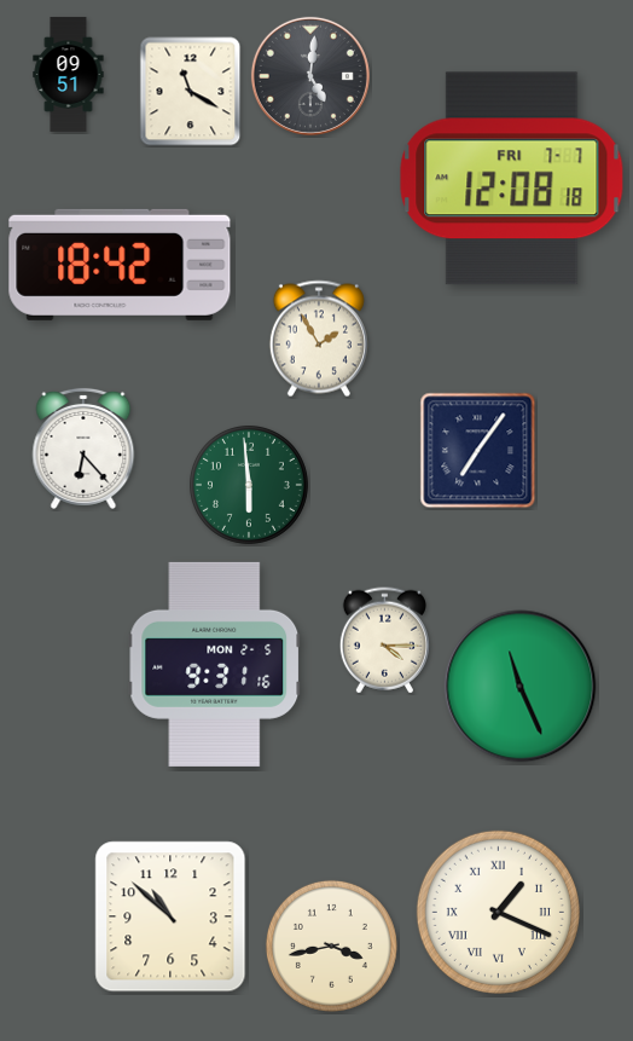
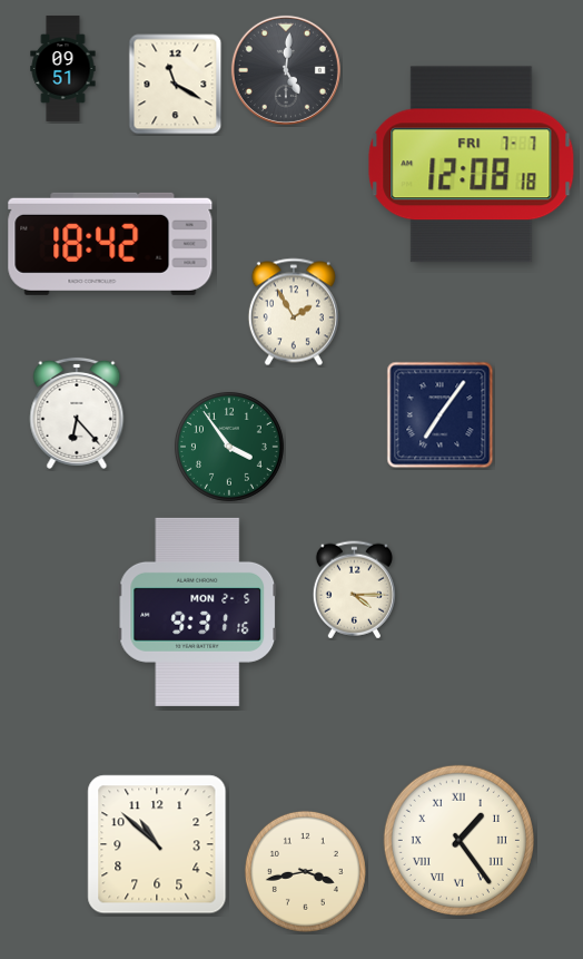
clock at (249, 485): 5:59 -> 3:54
clock at (521, 687): 11:26 -> none
clock at (498, 912): 1:19 -> 1:24
